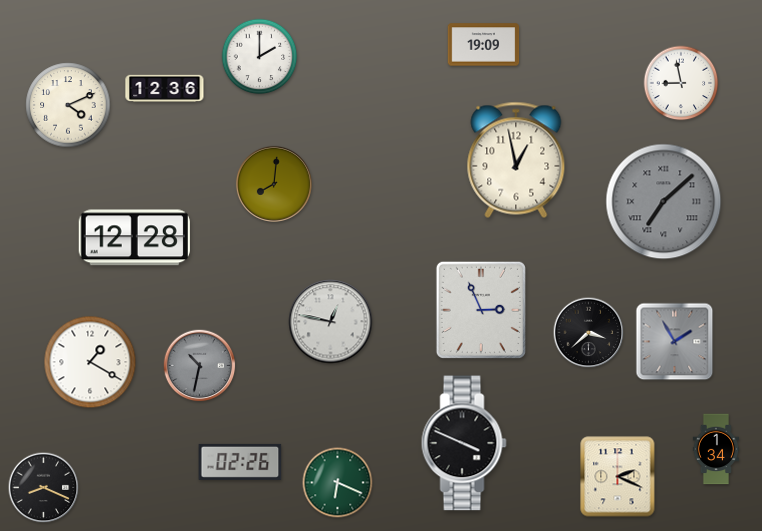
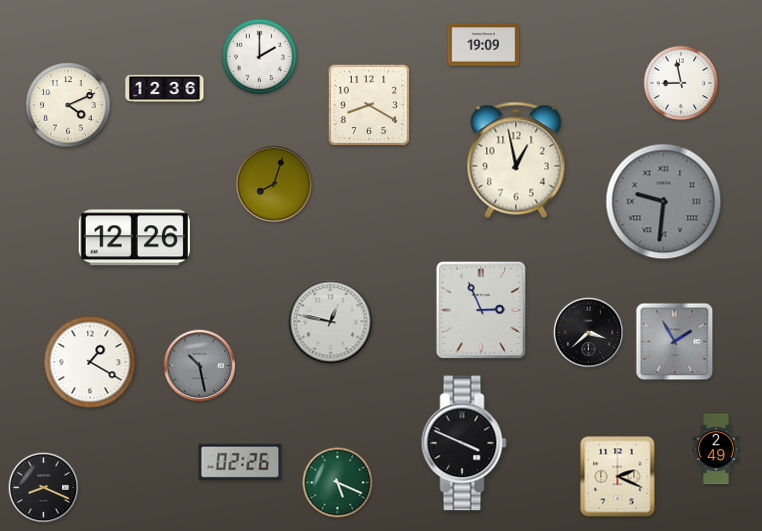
clock at (368, 104): none -> 8:20
clock at (274, 184): 8:01 -> 8:03
clock at (664, 202): 7:08 -> 9:31
clock at (134, 238): 12:28 -> 12:26
clock at (200, 366): 10:32 -> 10:28
clock at (716, 449): 1:34 -> 2:49
clock at (338, 483): 6:19 -> 5:19
